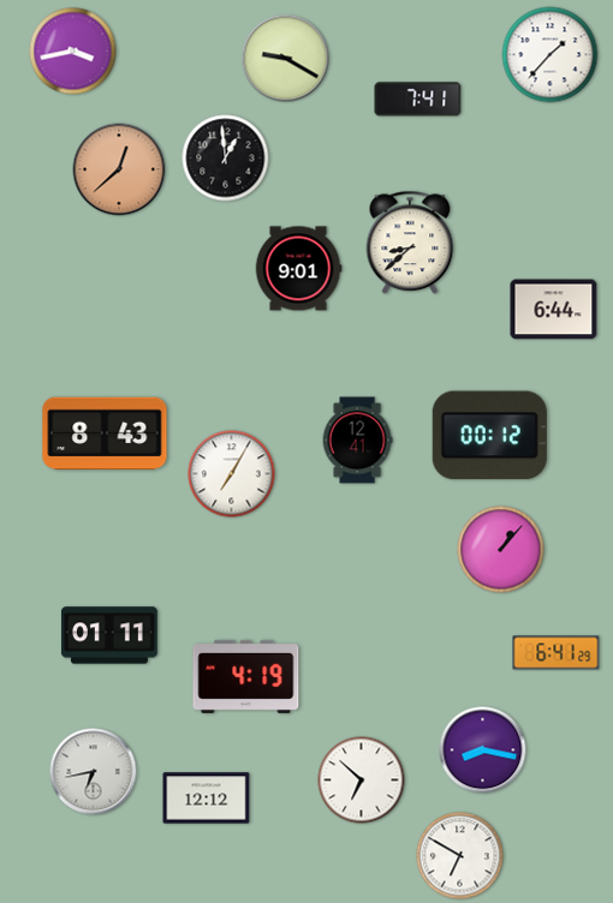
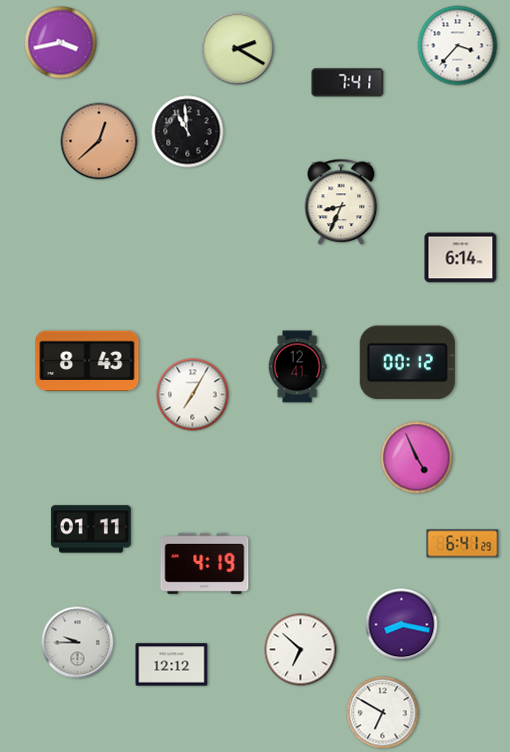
clock at (550, 55): 1:37 -> 3:37
clock at (286, 59): 9:20 -> 2:20
clock at (226, 159): 12:59 -> 10:59
clock at (410, 243): 8:38 -> 8:34
clock at (298, 269): 9:01 -> none
clock at (554, 310): 6:44 -> 6:14
clock at (501, 550): 1:07 -> 4:56
clock at (94, 772): 6:43 -> 9:45
